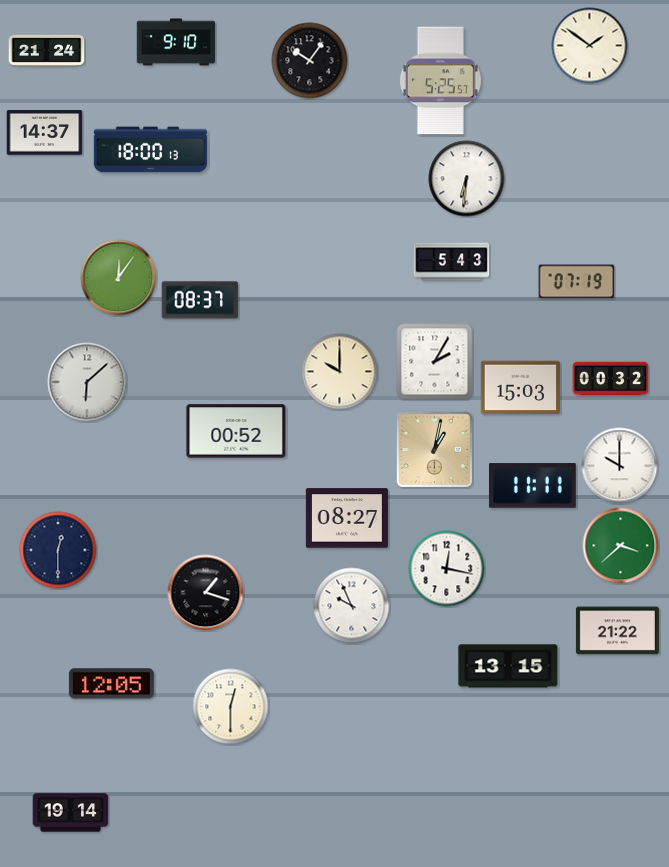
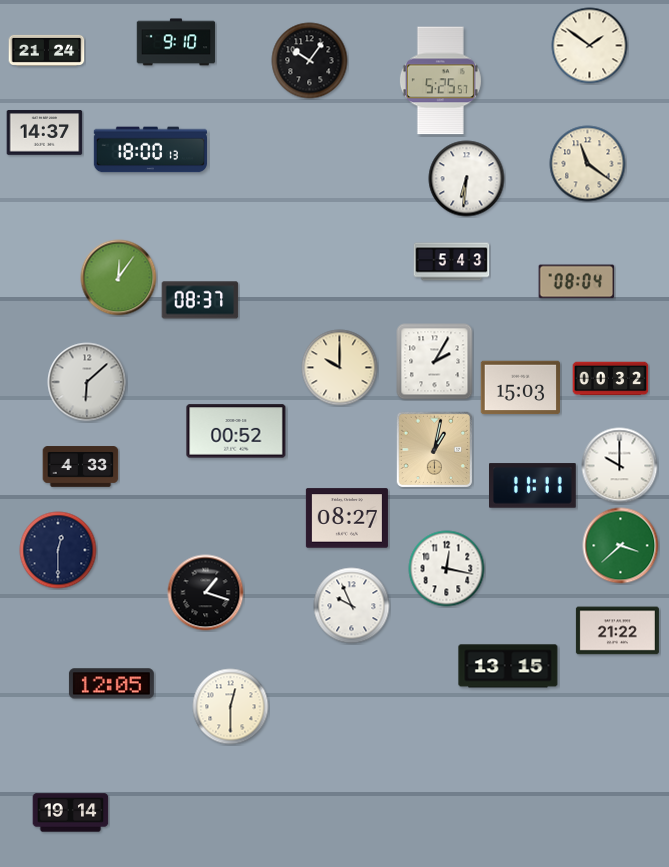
clock at (588, 164): none -> 11:21
clock at (577, 282): 07:19 -> 08:04
clock at (340, 372) position: (340, 372) -> (340, 368)
clock at (81, 467): none -> 4:33
